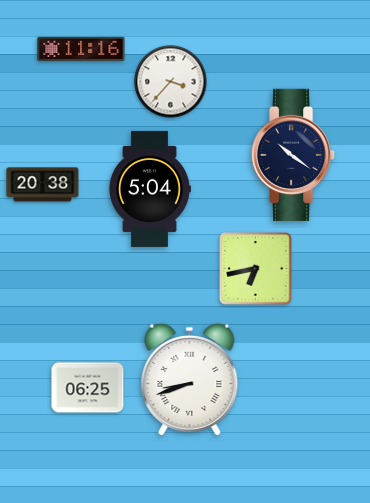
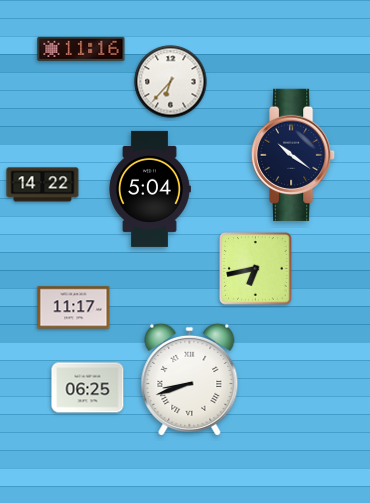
clock at (171, 82): 3:37 -> 6:37
clock at (43, 185): 20:38 -> 14:22
clock at (74, 308): none -> 11:17
